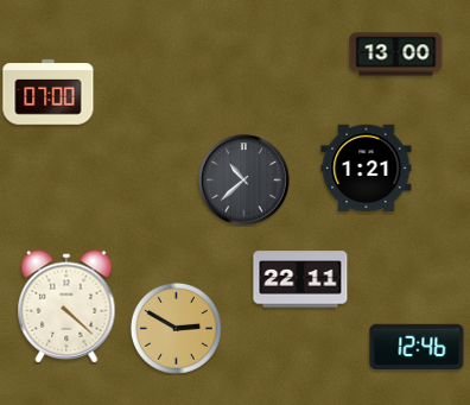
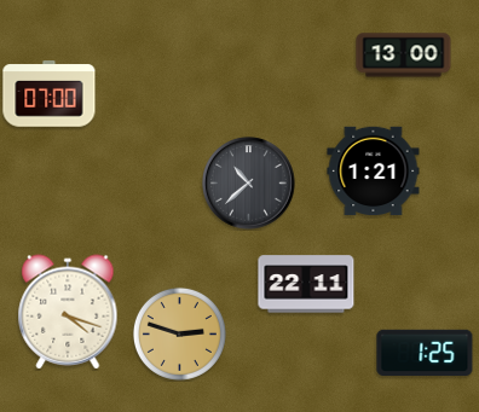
clock at (66, 306): 4:22 -> 4:18
clock at (176, 328): 2:50 -> 2:48
clock at (417, 347): 12:46 -> 1:25
